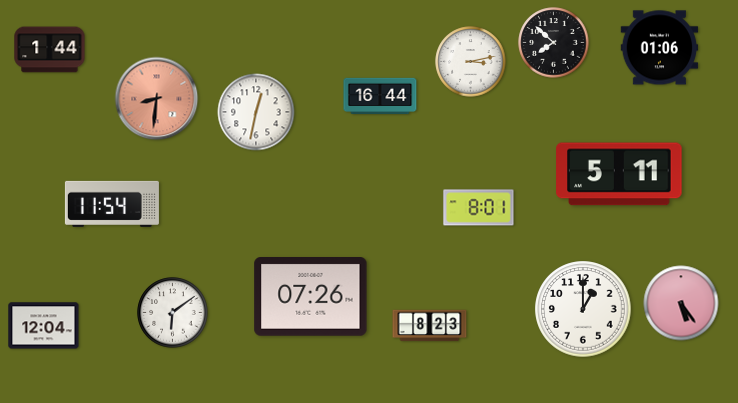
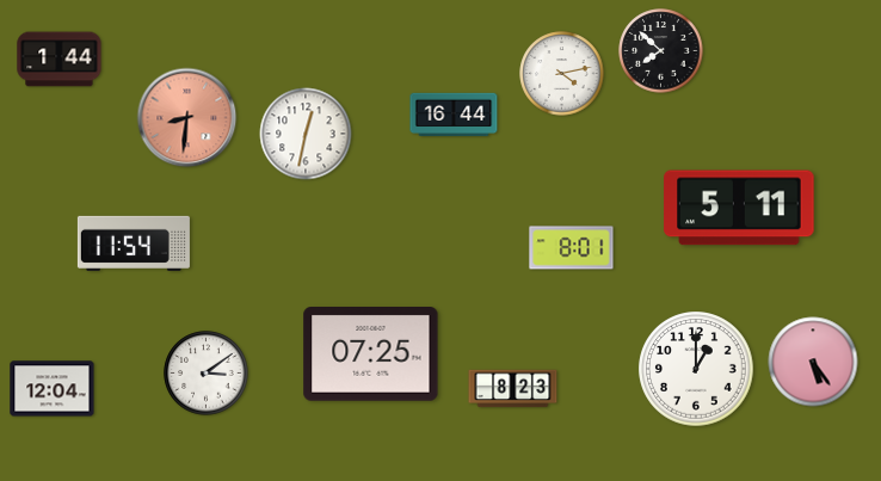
clock at (660, 48): 01:06 -> none
clock at (471, 62): 3:13 -> 4:13
clock at (311, 297): 07:26 -> 07:25
clock at (173, 313): 6:09 -> 3:09
